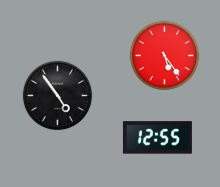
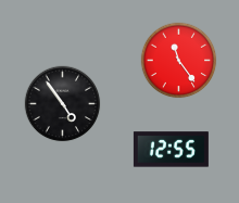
clock at (165, 56): 5:24 -> 11:24
